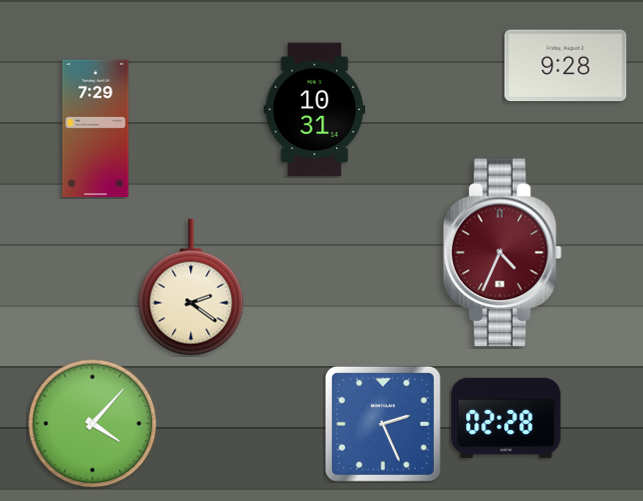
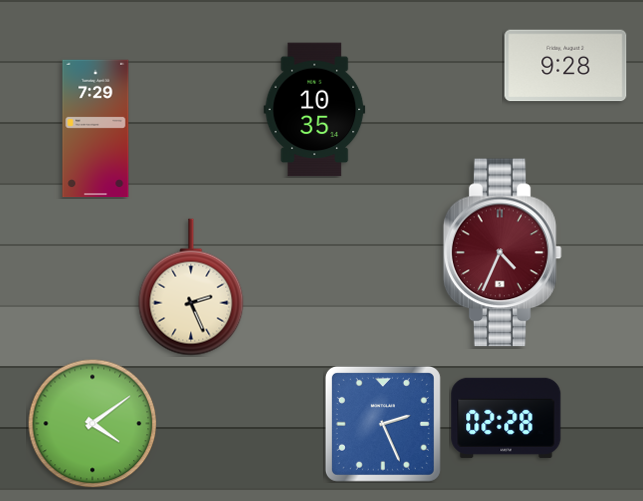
clock at (315, 110): 10:31 -> 10:35
clock at (191, 287): 2:21 -> 2:26
clock at (92, 423): 4:07 -> 4:09
